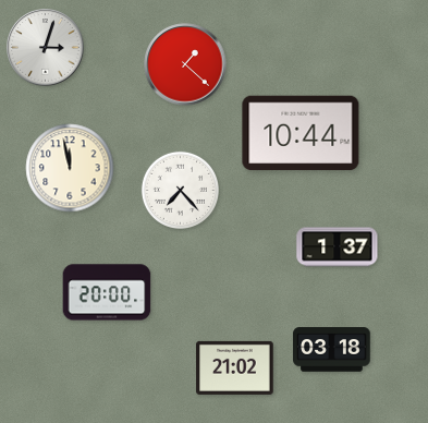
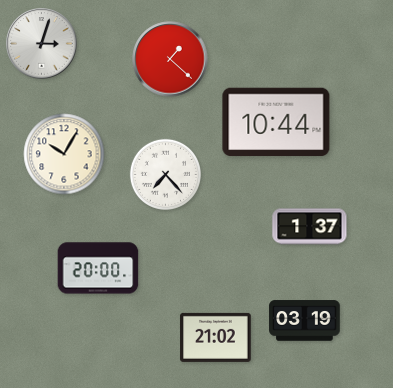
clock at (70, 168): 11:58 -> 10:05
clock at (332, 350): 03:18 -> 03:19
